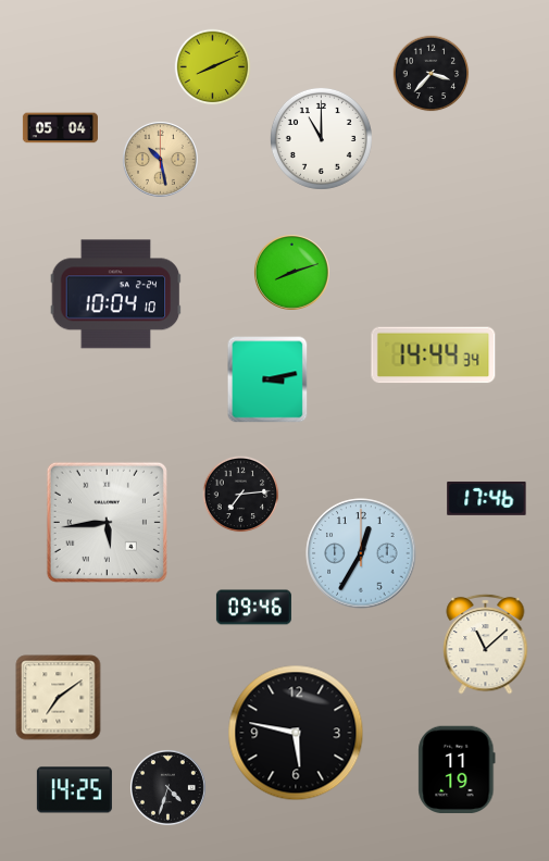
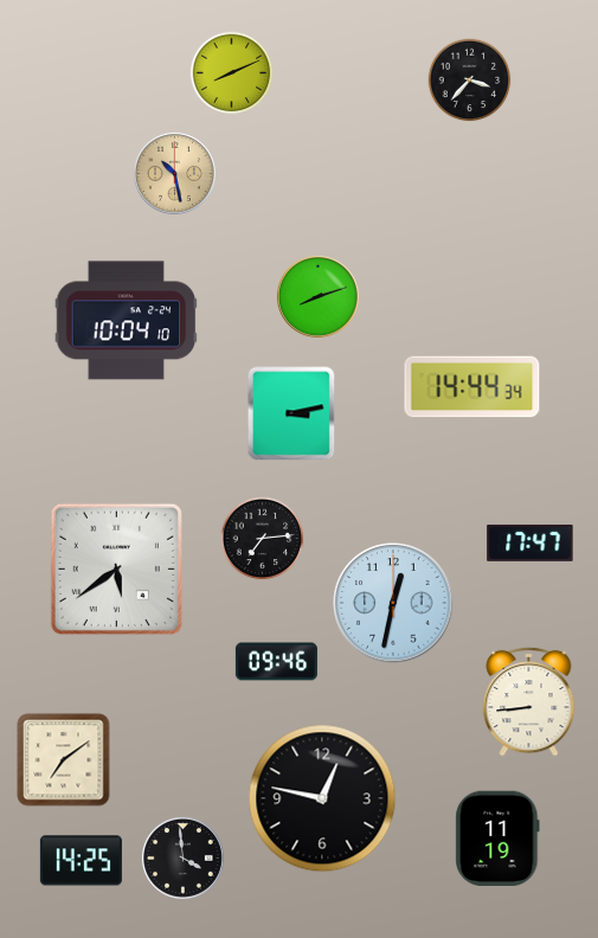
clock at (60, 128): 05:04 -> none
clock at (321, 138): 11:00 -> none
clock at (487, 498): 17:46 -> 17:47
clock at (107, 522): 5:44 -> 5:39
clock at (361, 553): 12:35 -> 12:32
clock at (486, 644): 11:08 -> 8:44
clock at (296, 733): 5:47 -> 12:47
clock at (167, 787): 4:33 -> 3:59
